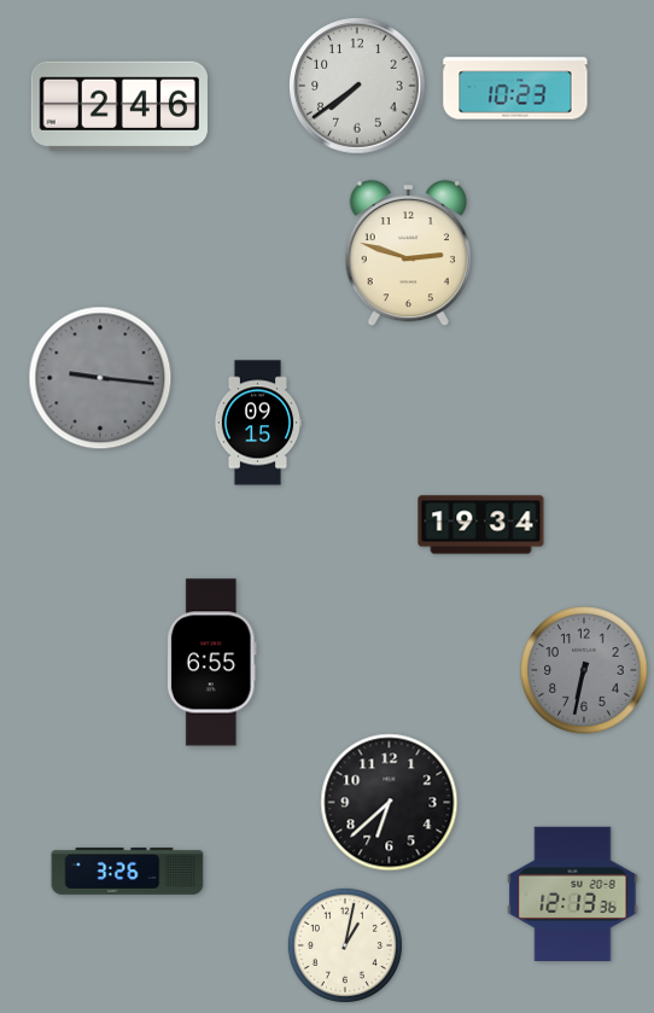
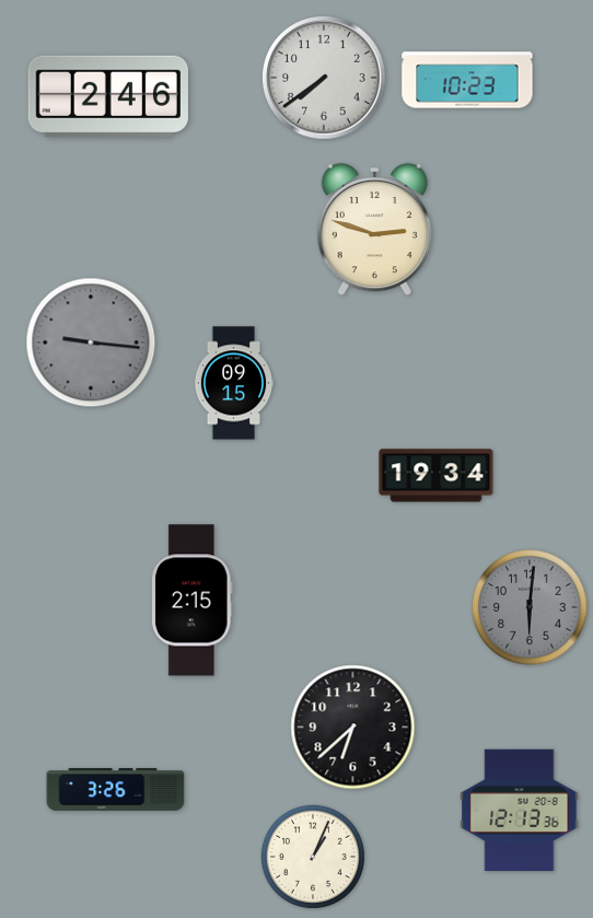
clock at (408, 254) position: (408, 254) -> (374, 230)
clock at (211, 663): 6:55 -> 2:15
clock at (584, 670): 6:32 -> 6:01
clock at (345, 945): 1:02 -> 1:04
